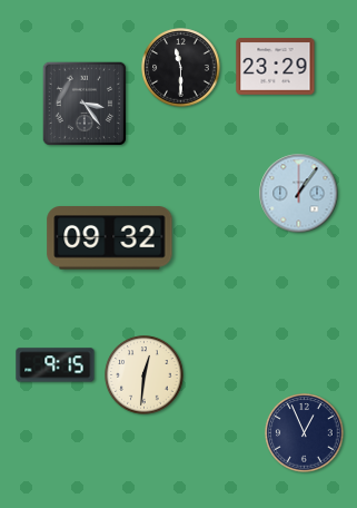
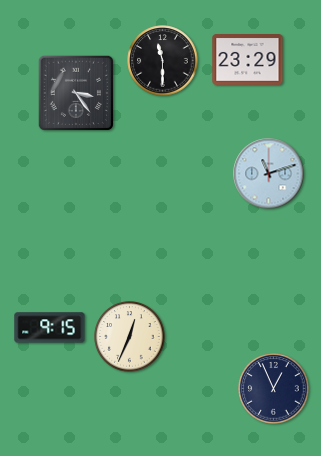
clock at (299, 194): 1:06 -> 11:12
clock at (110, 238): 09:32 -> none
clock at (145, 375): 12:31 -> 12:34
